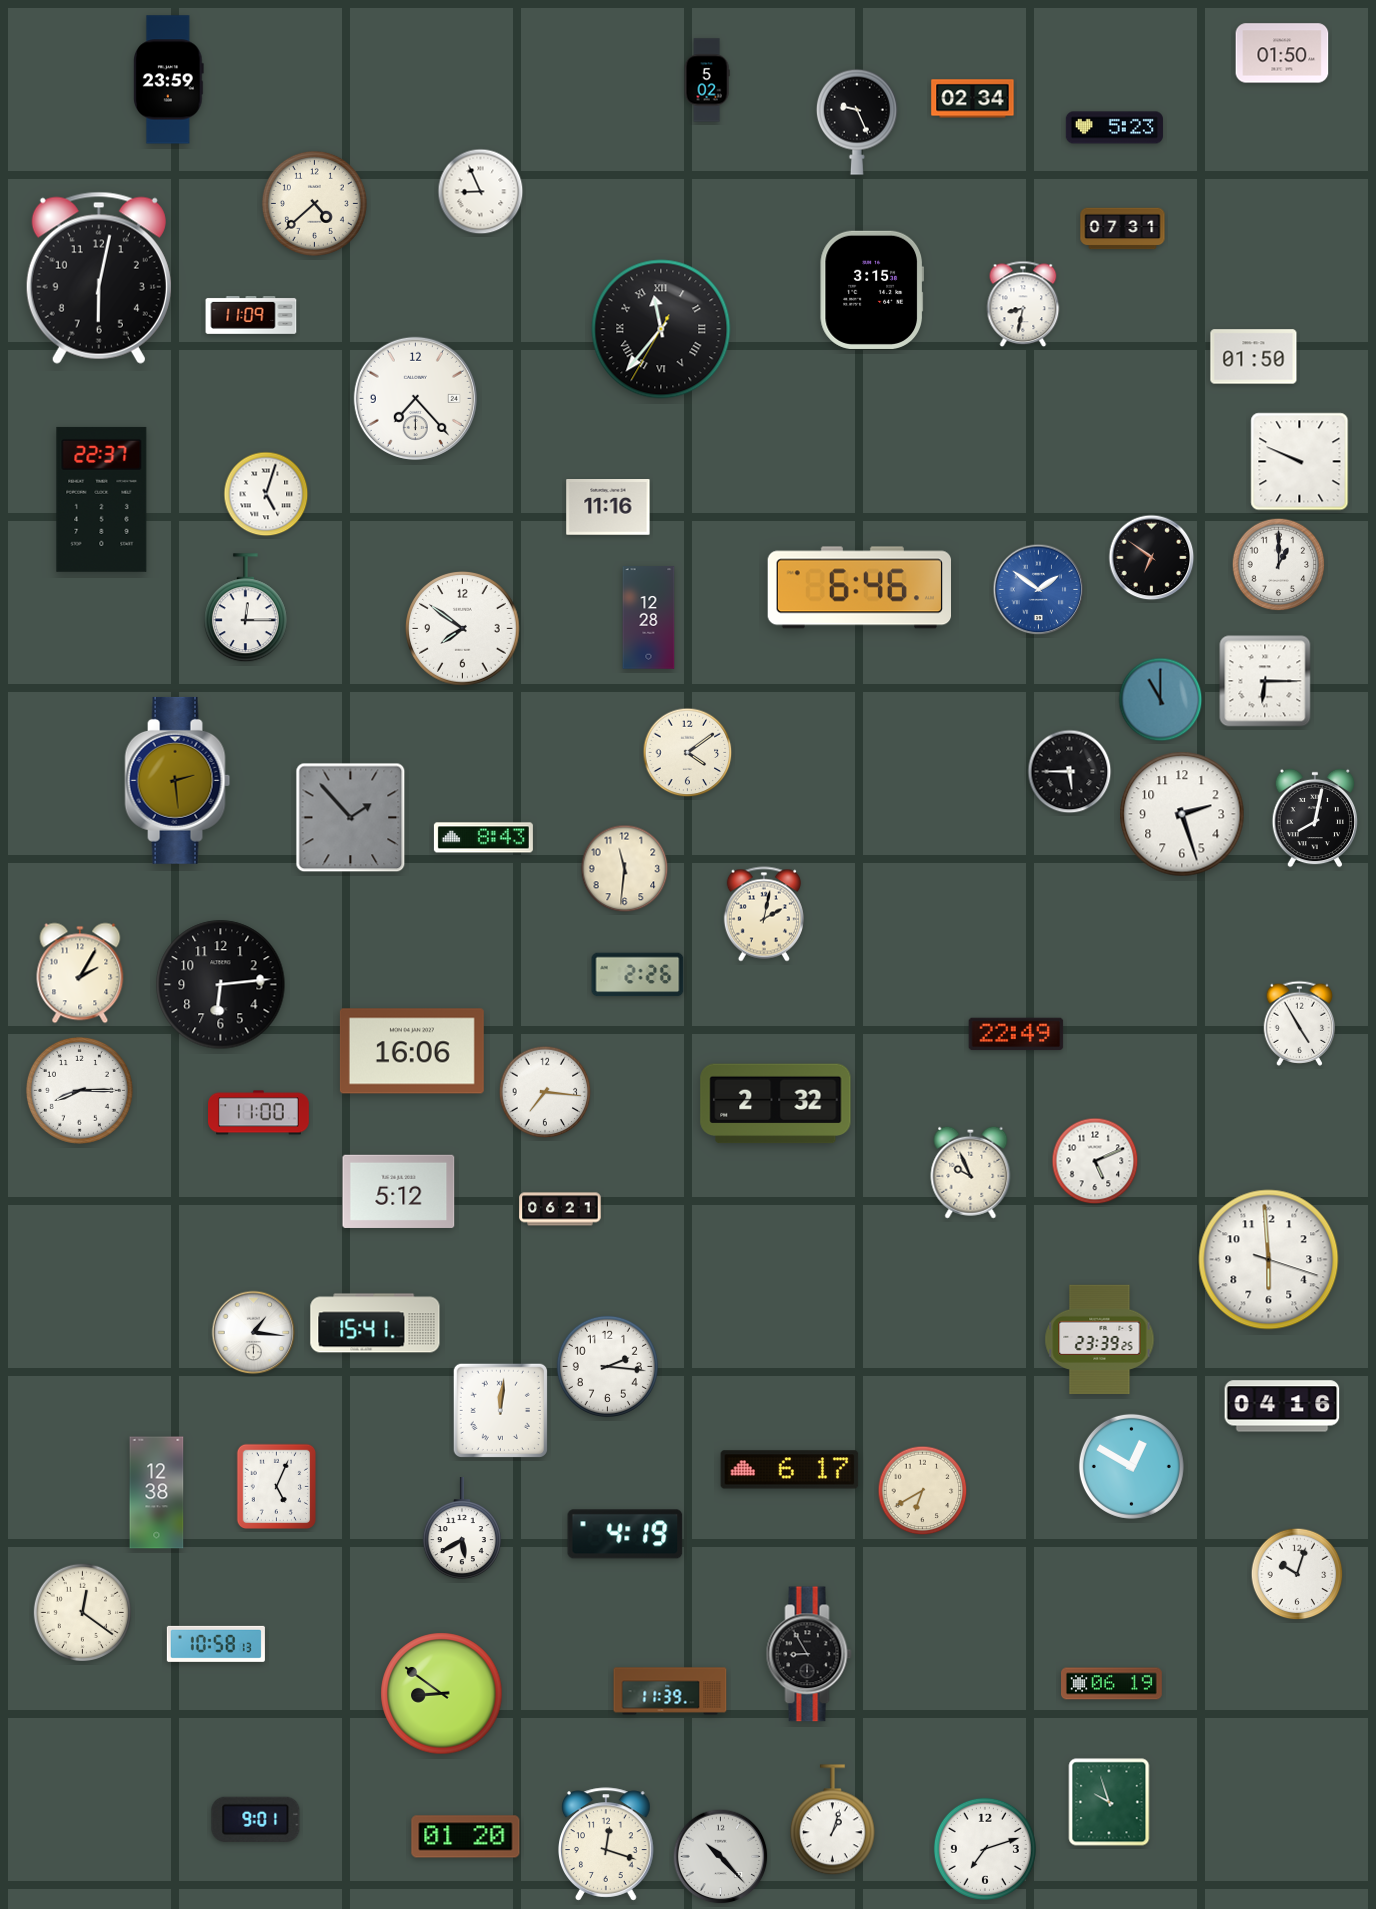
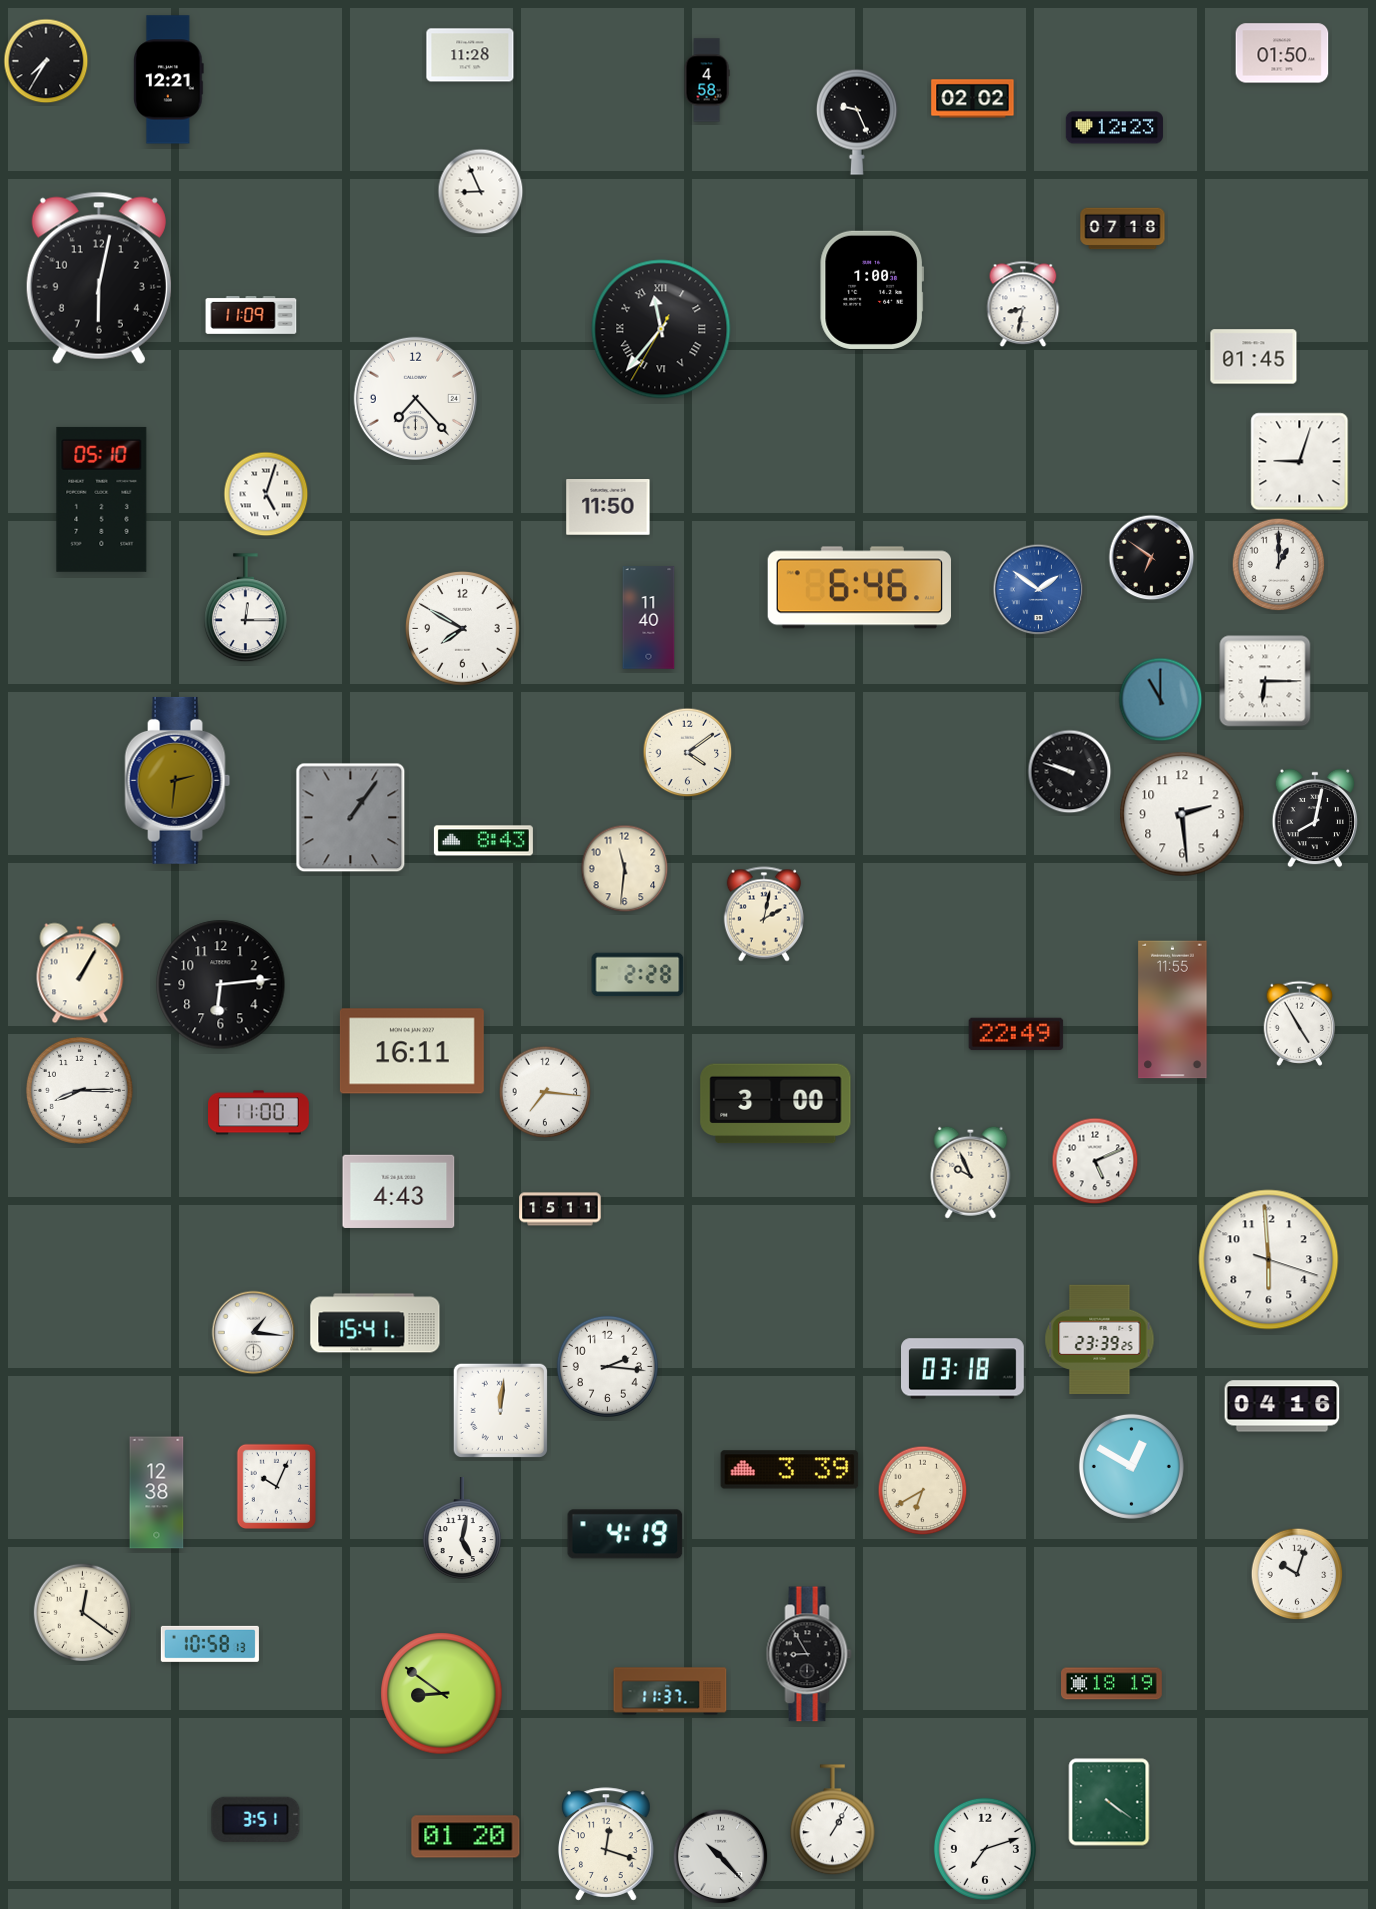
clock at (470, 55): none -> 11:28
clock at (46, 61): none -> 7:35
clock at (168, 80): 23:59 -> 12:21
clock at (707, 80): 5:02 -> 4:58
clock at (973, 99): 02:34 -> 02:02
clock at (1114, 128): 5:23 -> 12:23
clock at (314, 203): 4:38 -> none
clock at (1123, 229): 07:31 -> 07:18
clock at (871, 290): 3:15 -> 1:00
clock at (1254, 357): 01:50 -> 01:45
clock at (1300, 462): 9:49 -> 9:03
clock at (102, 499): 22:37 -> 05:10
clock at (608, 507): 11:16 -> 11:50
clock at (649, 618): 12:28 -> 11:40
clock at (463, 629): 7:51 -> 7:50
clock at (1070, 772): 5:45 -> 9:48
clock at (178, 780): 2:29 -> 2:31
clock at (1182, 814): 2:27 -> 2:29
clock at (351, 818): 1:53 -> 1:06
clock at (483, 838) position: (483, 838) -> (483, 841)
clock at (80, 973): 2:05 -> 1:05
clock at (638, 975): 2:26 -> 2:28
clock at (1173, 1010): none -> 11:55
clock at (412, 1051): 16:06 -> 16:11
clock at (776, 1104): 2:32 -> 3:00
clock at (399, 1191): 5:12 -> 4:43
clock at (560, 1209): 06:21 -> 15:11
clock at (963, 1369): none -> 03:18
clock at (790, 1470): 6:17 -> 3:39
clock at (276, 1487): 5:04 -> 10:04
clock at (462, 1529): 5:40 -> 5:02
clock at (216, 1644) position: (216, 1644) -> (210, 1644)
clock at (1112, 1684): 06:19 -> 18:19
clock at (670, 1691): 11:39 -> 11:37
clock at (1109, 1802): 9:57 -> 4:21
clock at (256, 1819): 9:01 -> 3:51
clock at (832, 1820): 1:03 -> 1:05
